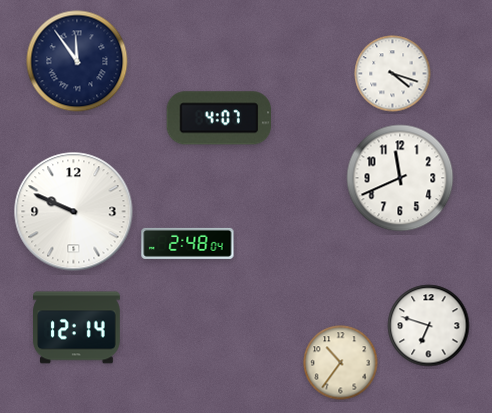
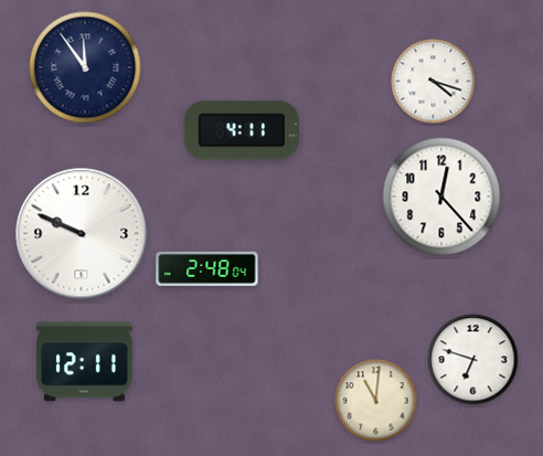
clock at (218, 118): 4:07 -> 4:11
clock at (400, 178): 11:41 -> 12:23
clock at (77, 328): 12:14 -> 12:11
clock at (341, 363): 10:36 -> 11:01
